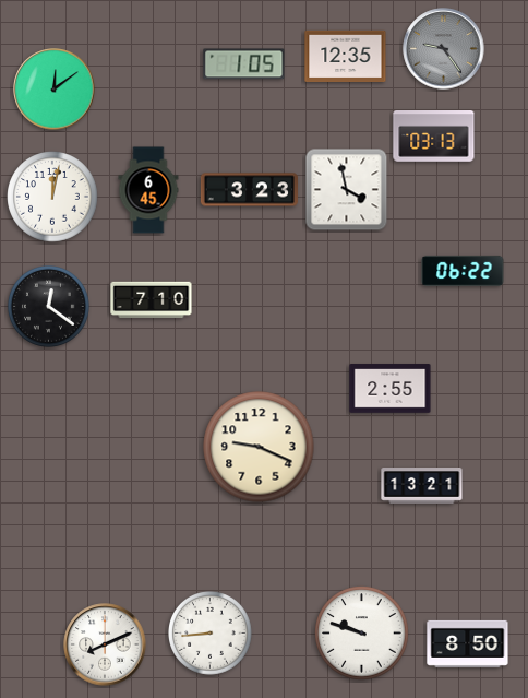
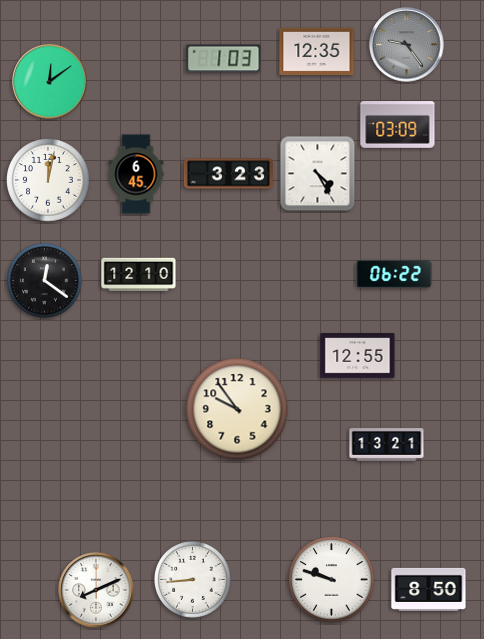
clock at (244, 64): 1:05 -> 1:03
clock at (434, 137): 03:13 -> 03:09
clock at (347, 190): 3:58 -> 4:25
clock at (463, 271) position: (463, 271) -> (394, 274)
clock at (152, 300): 7:10 -> 12:10
clock at (391, 389): 2:55 -> 12:55
clock at (259, 447): 9:19 -> 9:54
